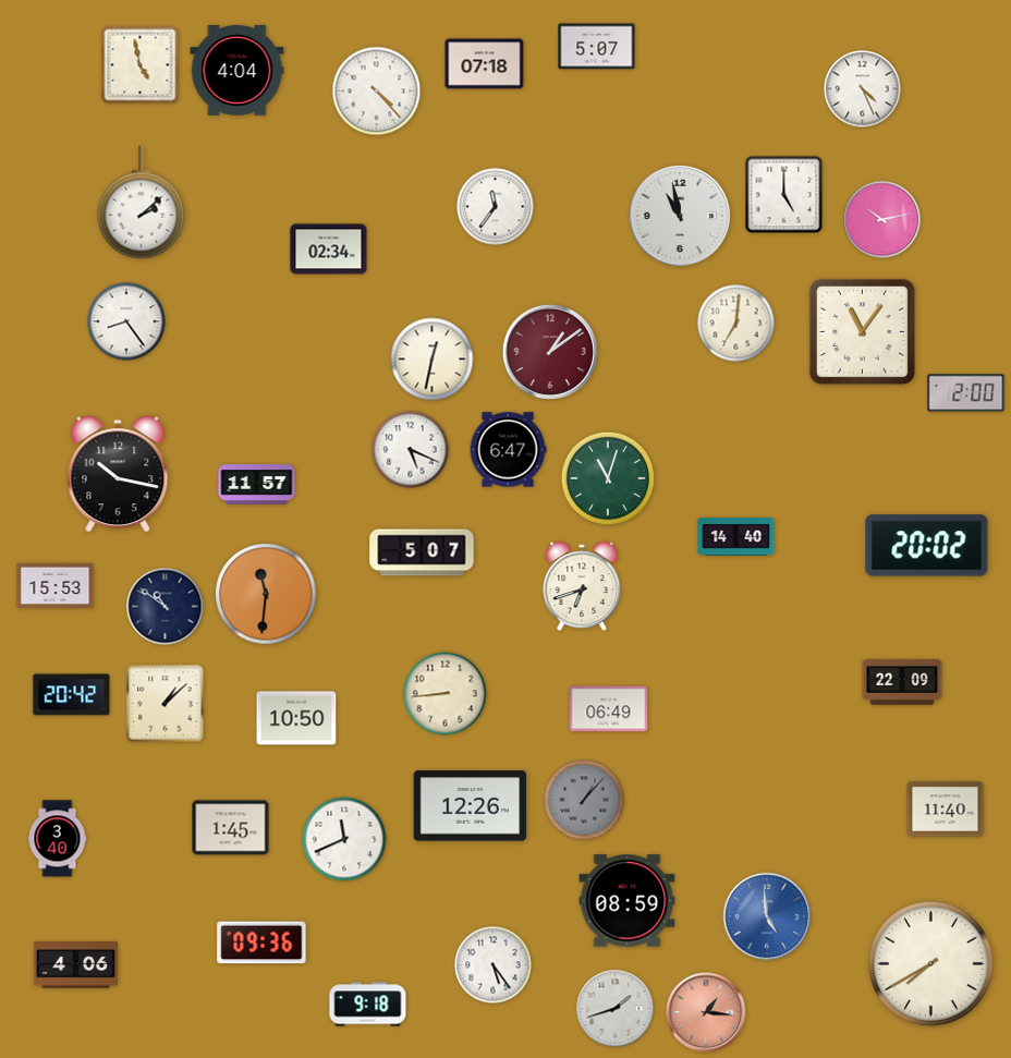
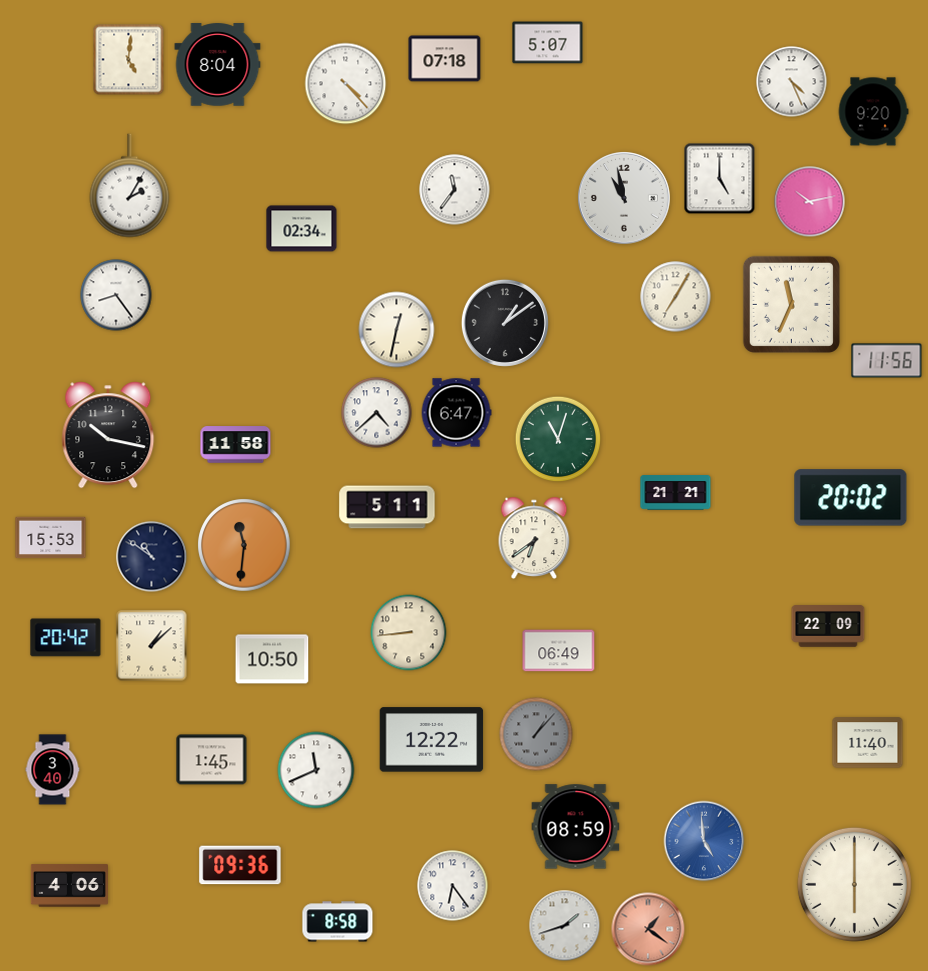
clock at (141, 65): 4:58 -> 5:01
clock at (237, 71): 4:04 -> 8:04
clock at (873, 112): none -> 9:20
clock at (142, 203): 2:08 -> 2:05
clock at (736, 324): 7:01 -> 7:05
clock at (862, 331): 11:06 -> 11:34
clock at (550, 352) dial: burgundy -> black
clock at (966, 393): 2:00 -> 11:56
clock at (411, 450): 5:19 -> 4:38
clock at (508, 450) position: (508, 450) -> (456, 413)
clock at (257, 485): 11:57 -> 11:58
clock at (736, 537): 14:40 -> 21:21
clock at (927, 546) position: (927, 546) -> (851, 498)
clock at (422, 552): 5:07 -> 5:11
clock at (582, 586): 6:42 -> 6:39
clock at (446, 694) position: (446, 694) -> (409, 633)
clock at (471, 806): 12:26 -> 12:22
clock at (930, 963): 7:40 -> 6:00
clock at (494, 965): 5:24 -> 6:24
clock at (368, 1005): 9:18 -> 8:58
clock at (706, 1012): 1:16 -> 1:21
